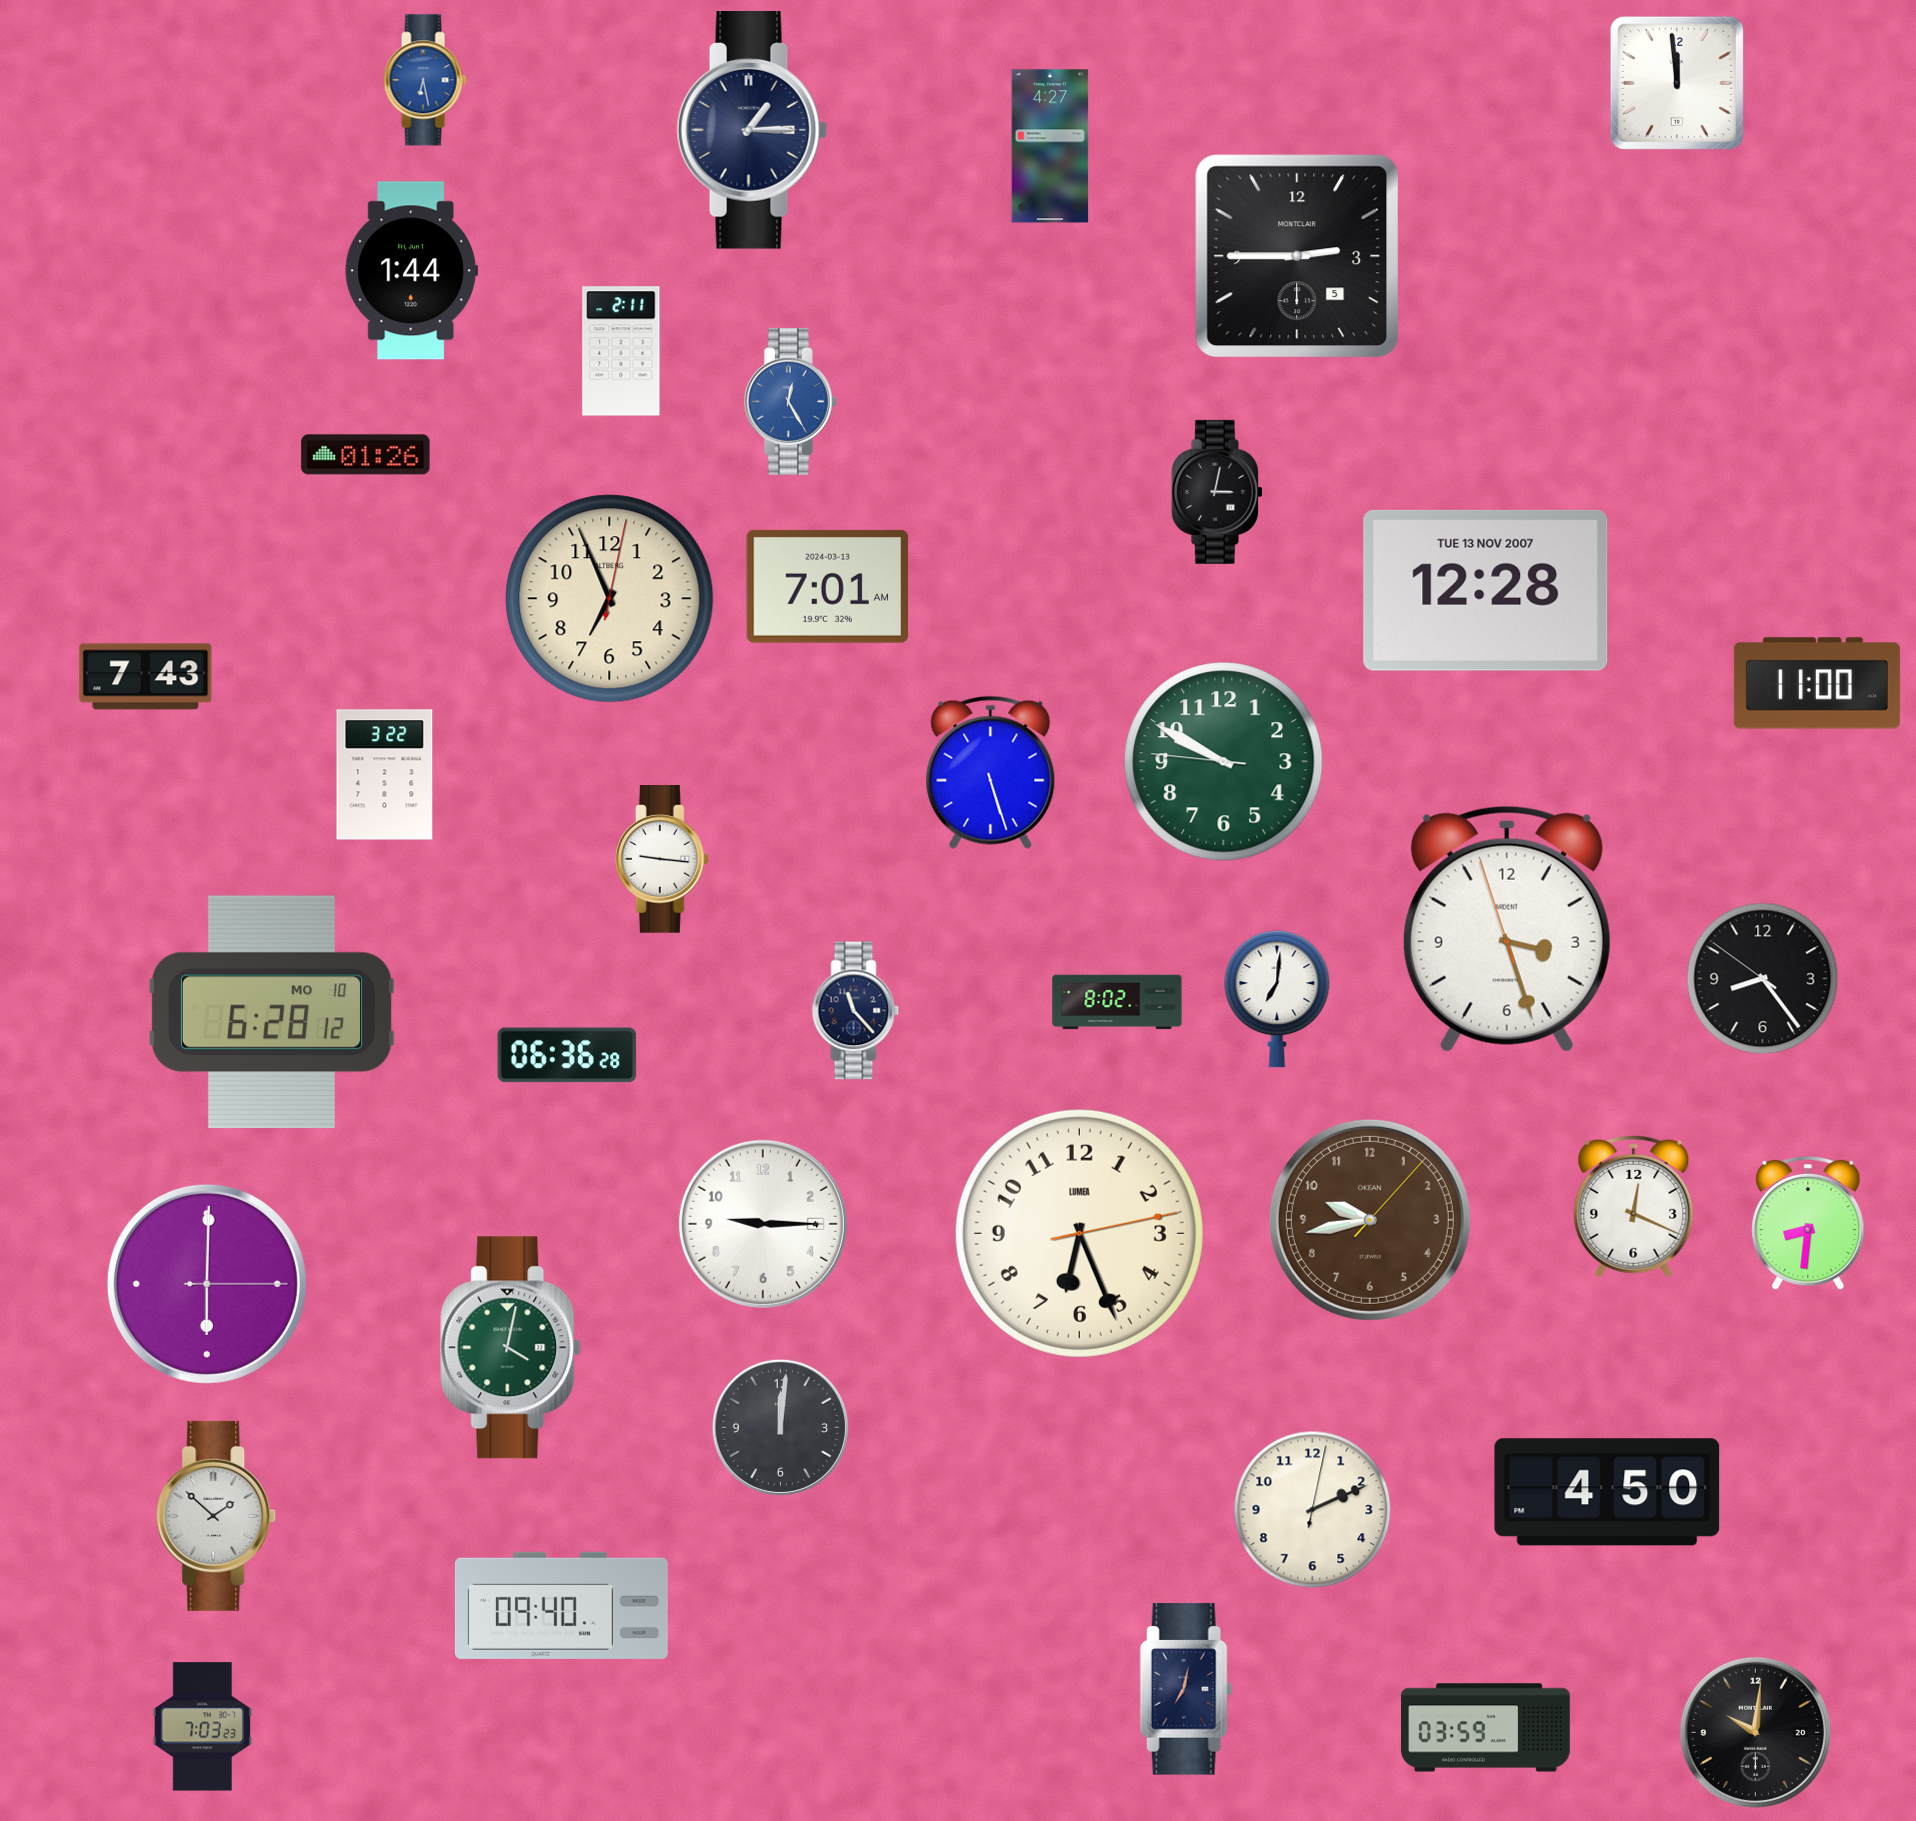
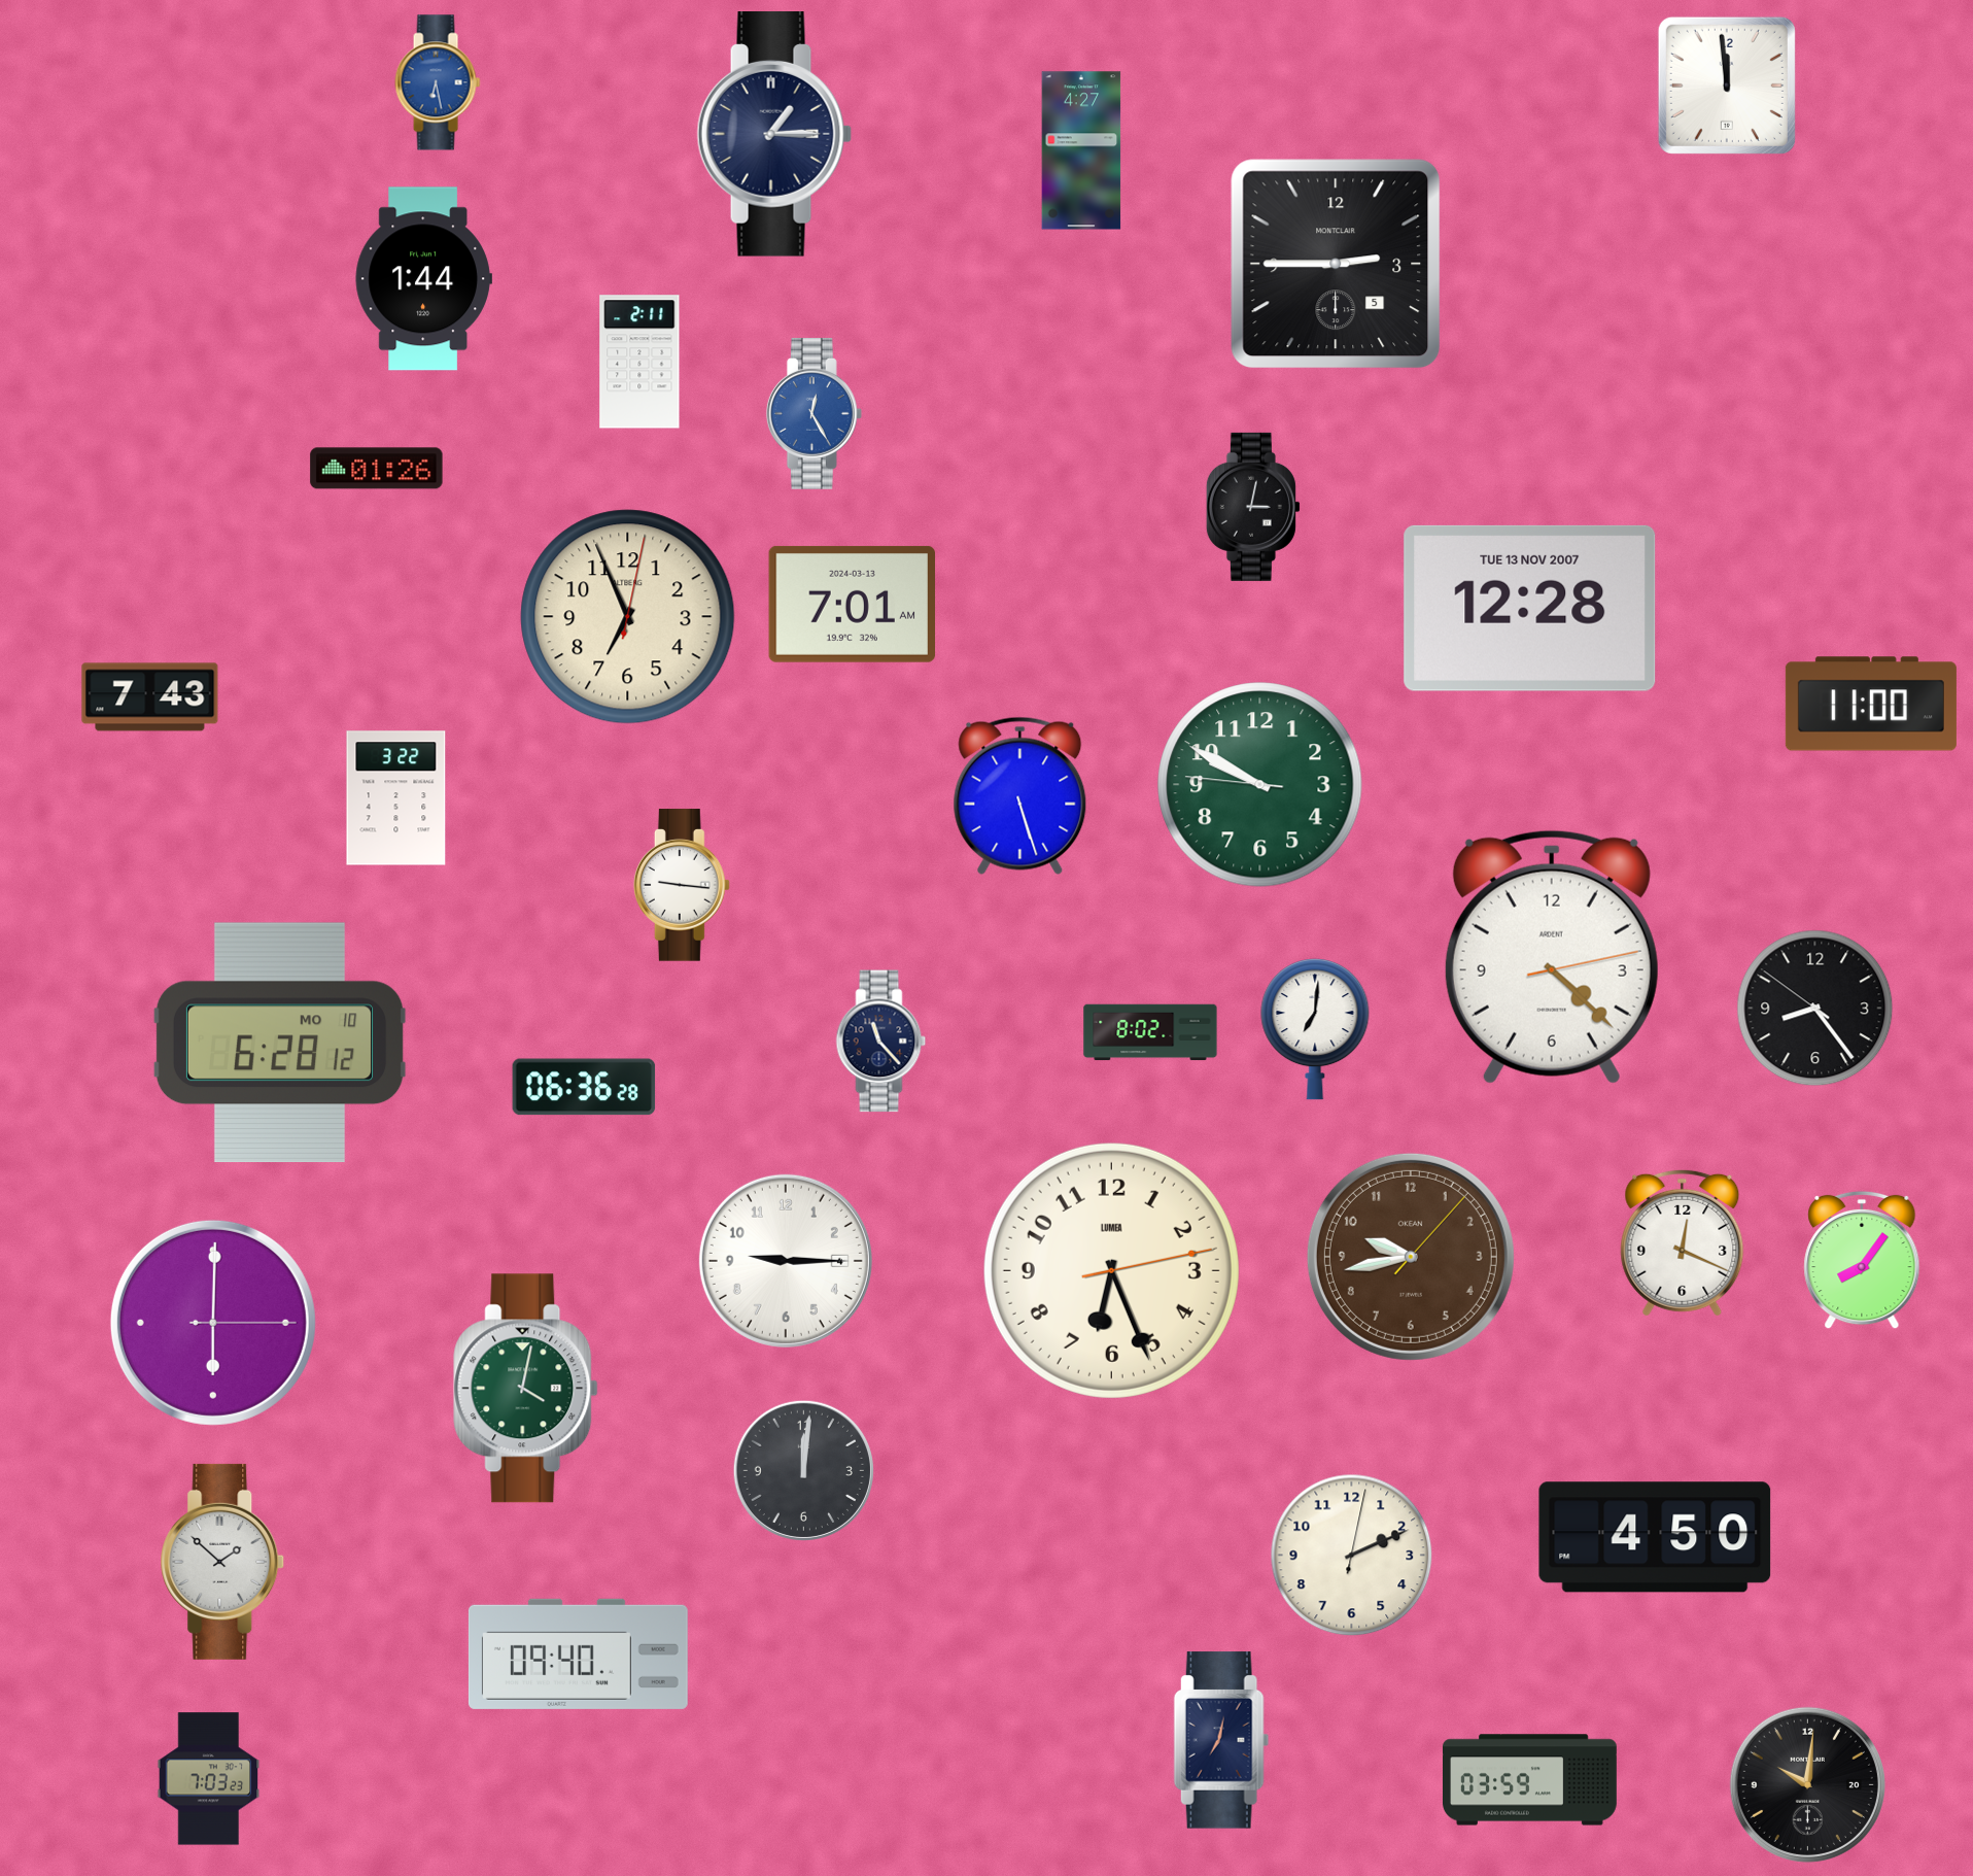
clock at (1507, 929): 3:26 -> 4:22
clock at (1808, 1223): 8:31 -> 8:06
